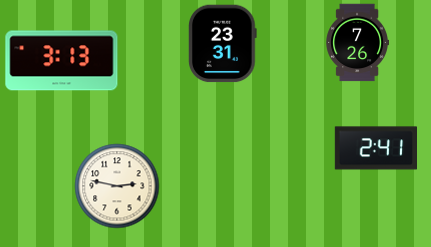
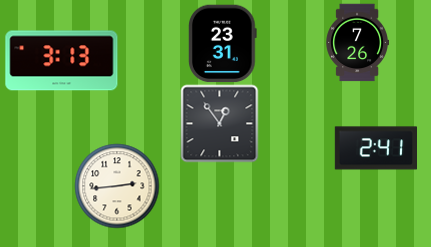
clock at (219, 123): none -> 12:54
clock at (117, 186): 2:47 -> 2:44
